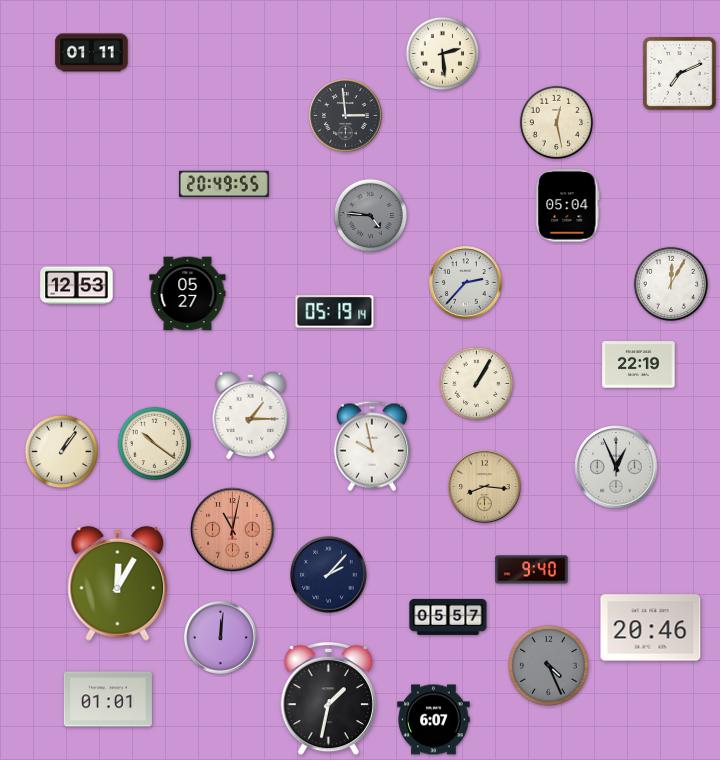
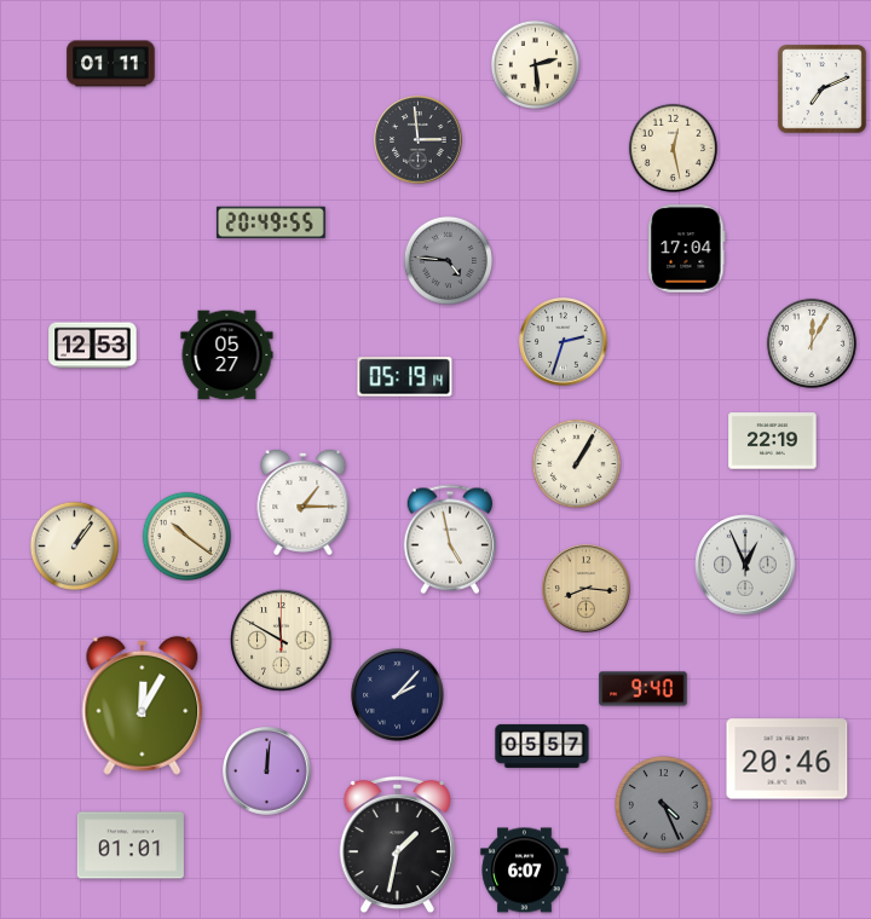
clock at (568, 206): 05:04 -> 17:04
clock at (466, 283): 2:37 -> 2:33
clock at (372, 446): 9:58 -> 4:58
clock at (233, 530): 11:02 -> 11:50
clock at (233, 530) dial: salmon -> cream
